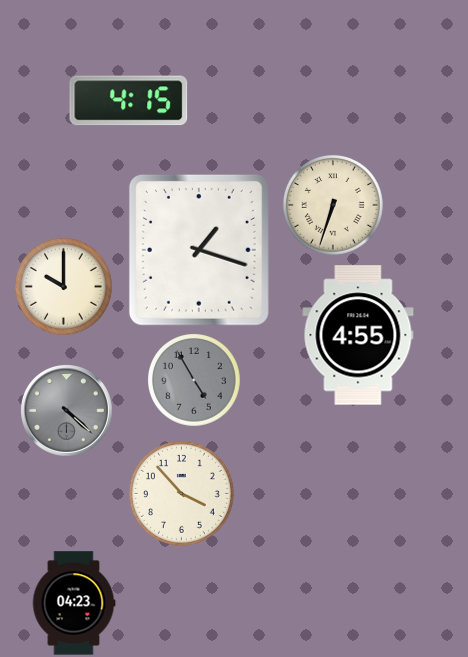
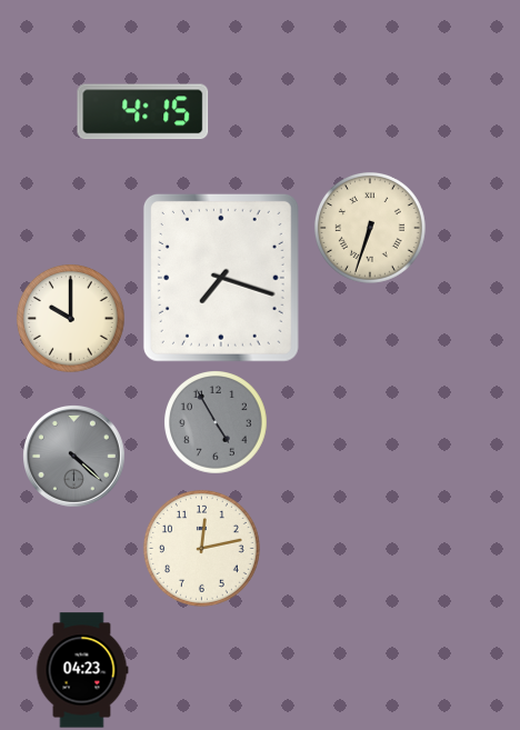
clock at (199, 250): 1:18 -> 7:18
clock at (358, 335): 4:55 -> none
clock at (181, 493): 3:53 -> 12:13
